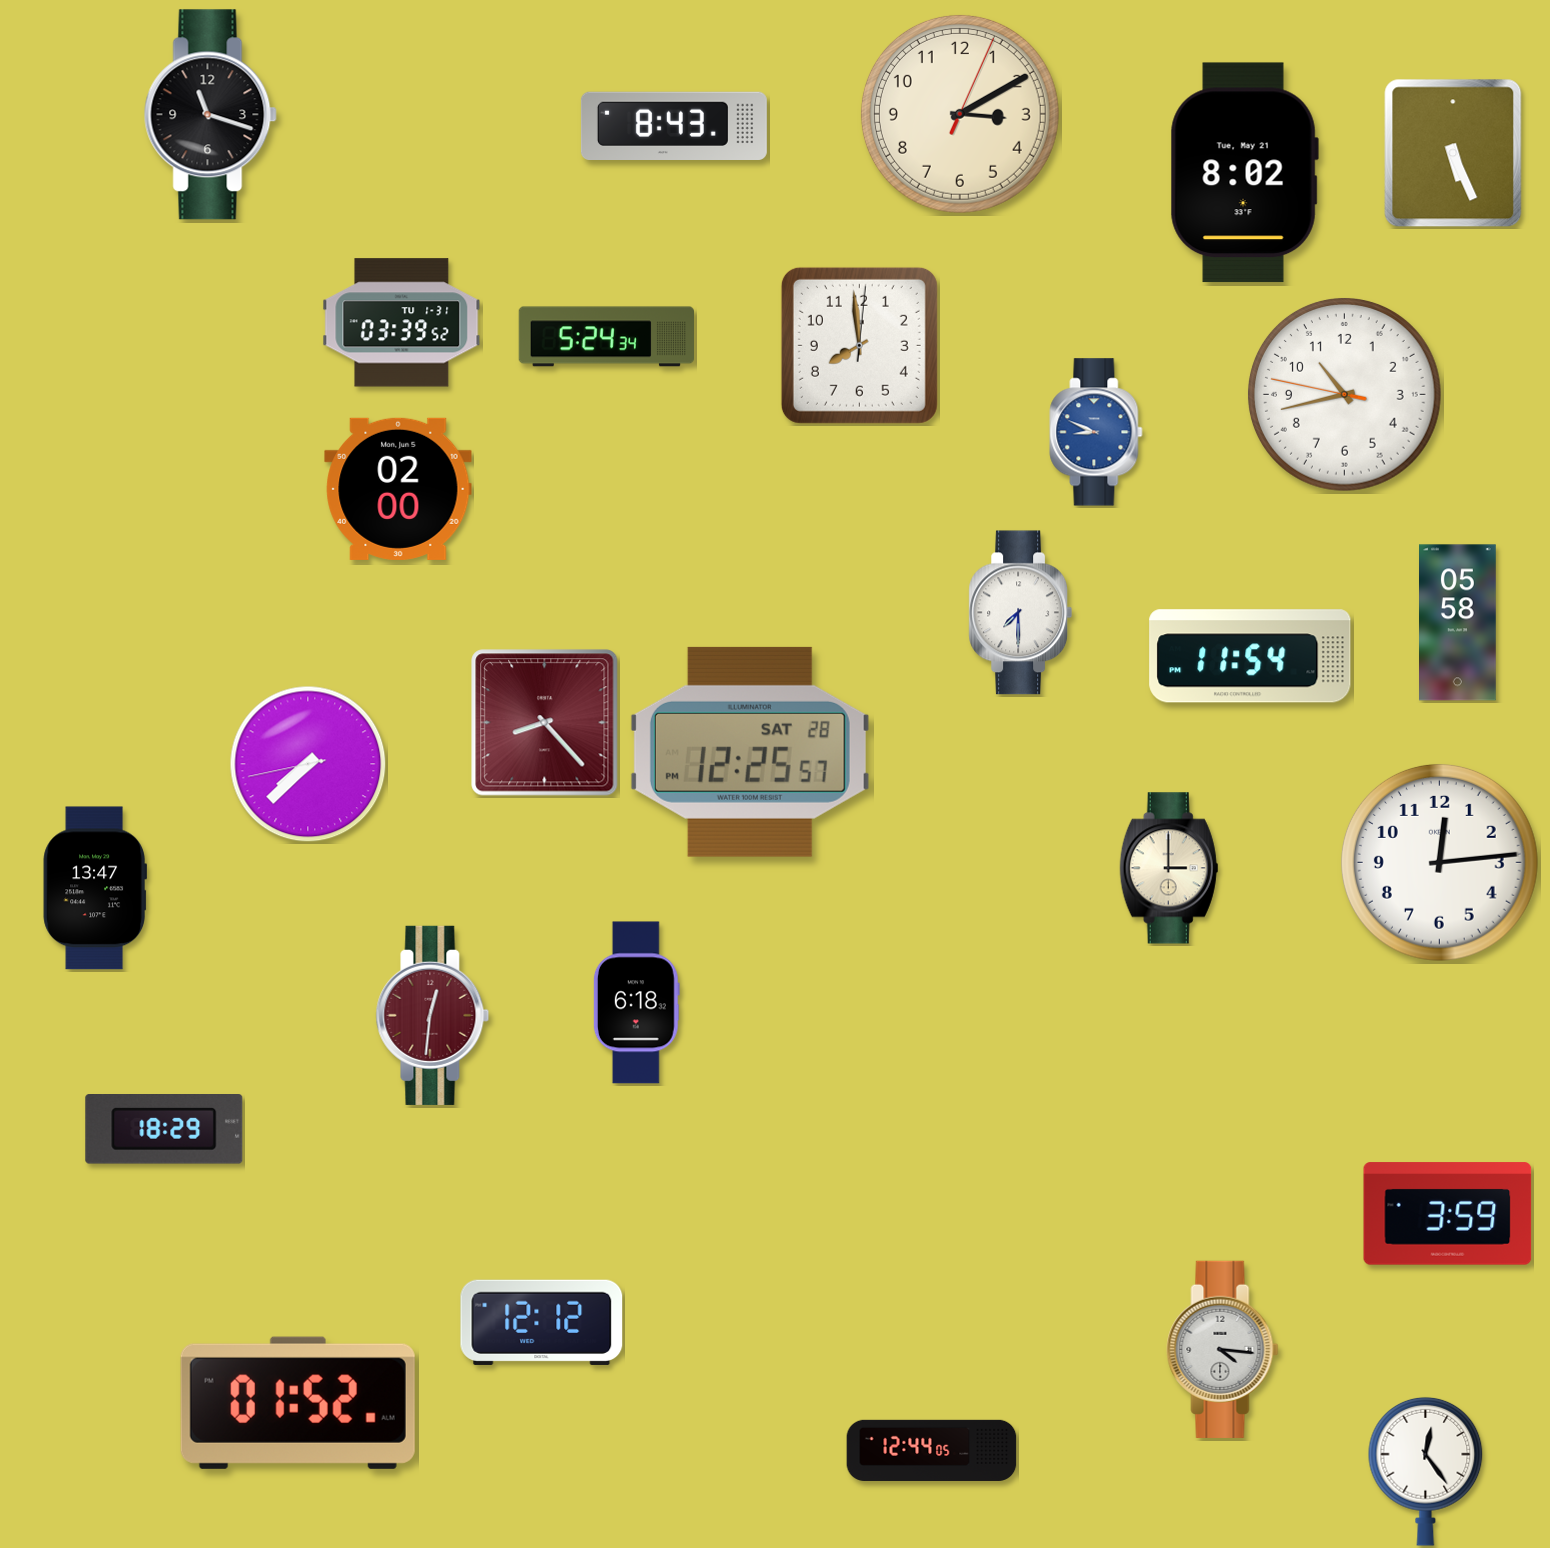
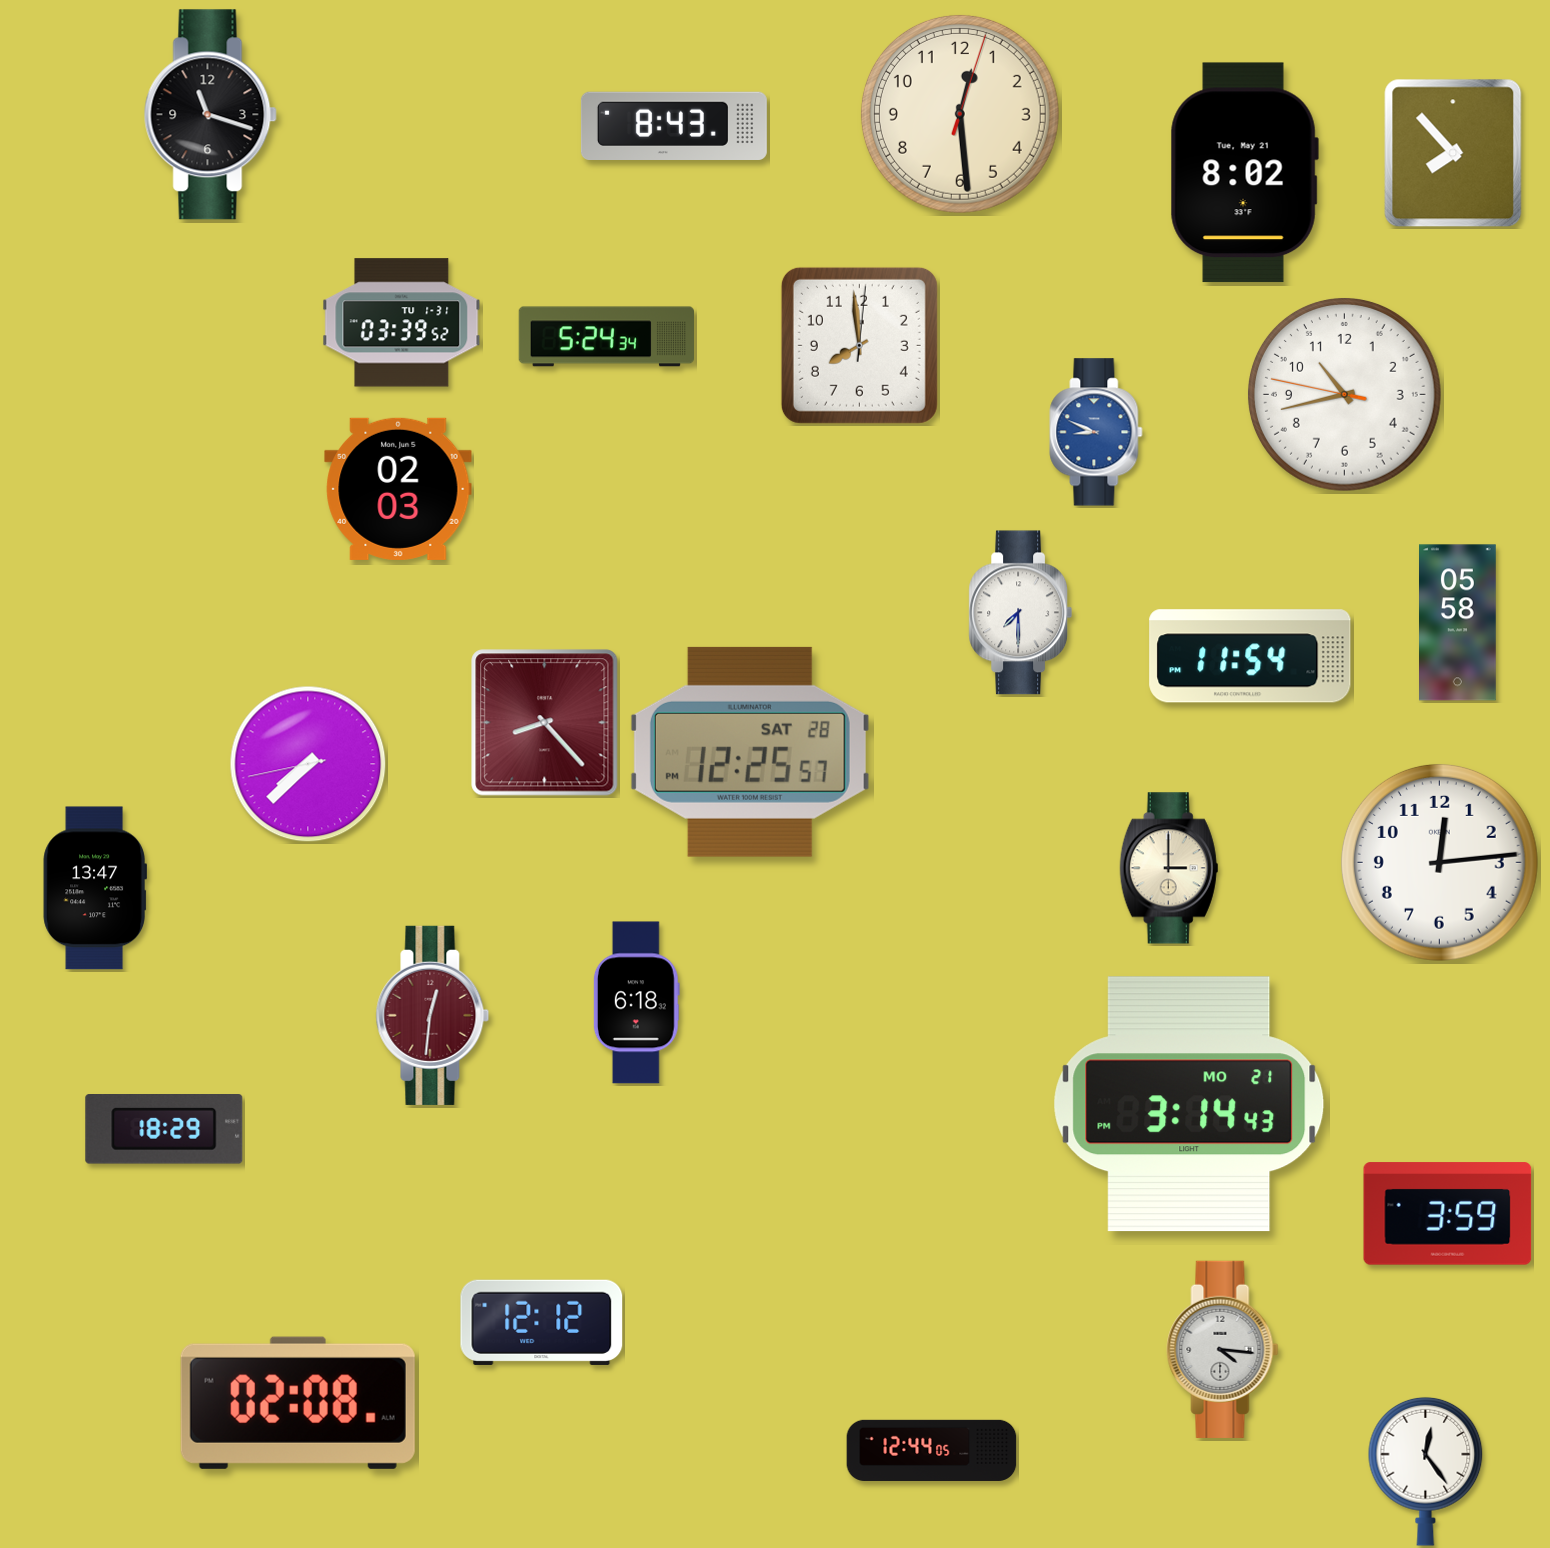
clock at (960, 114): 3:10 -> 12:29
clock at (1453, 153): 5:26 -> 7:53
clock at (398, 489): 02:00 -> 02:03
clock at (1189, 1104): none -> 3:14
clock at (298, 1403): 01:52 -> 02:08
